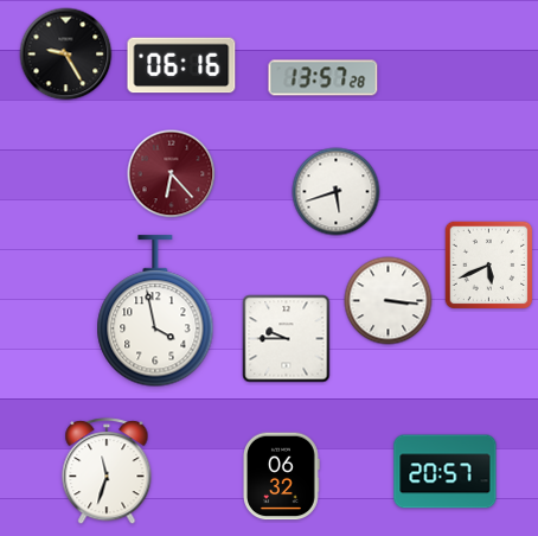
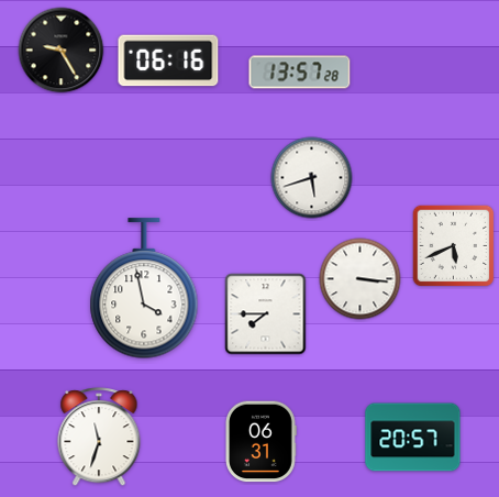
clock at (172, 174): 6:23 -> none
clock at (287, 339): 9:45 -> 7:45
clock at (282, 477): 06:32 -> 06:31
